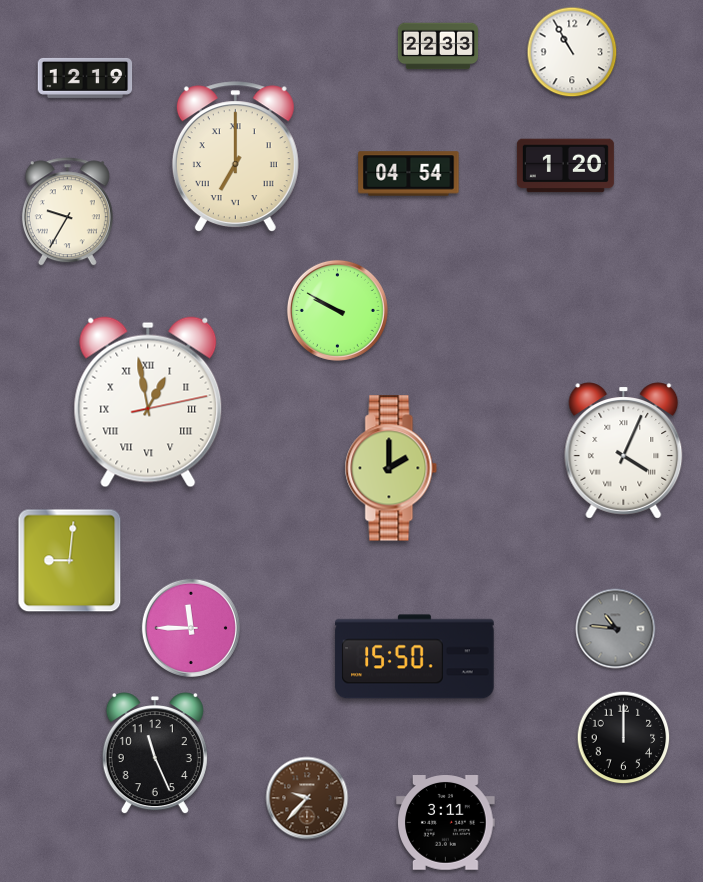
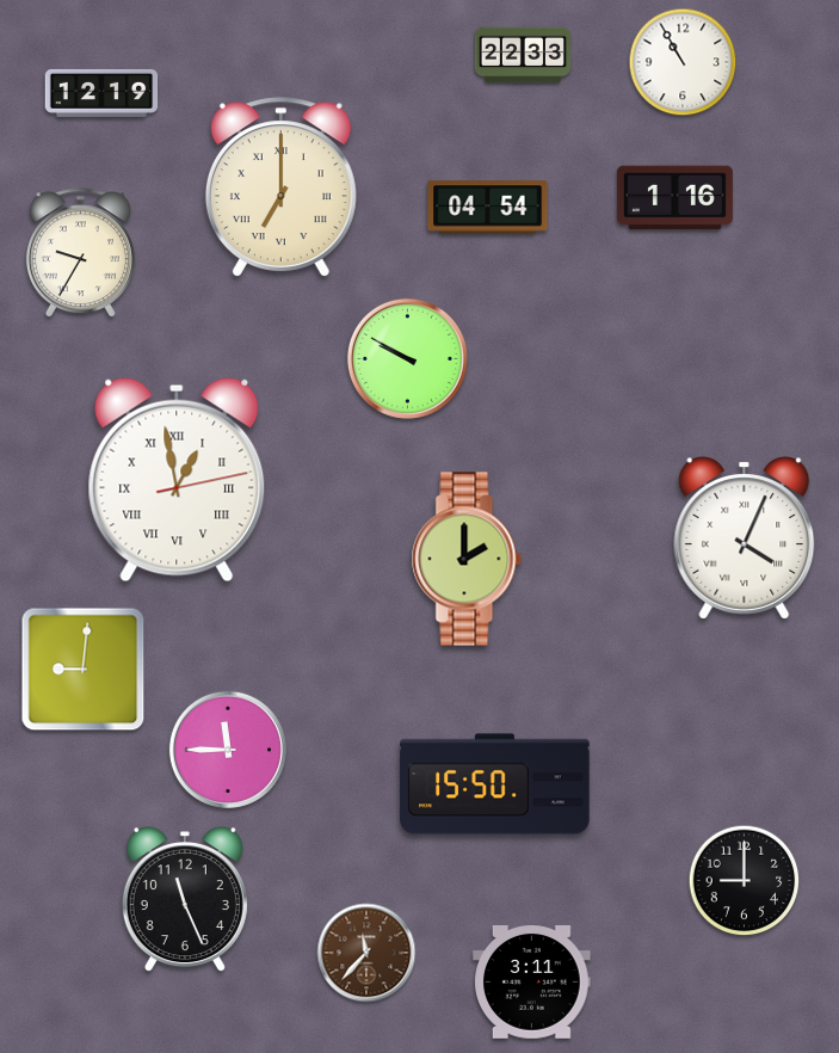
clock at (565, 166): 1:20 -> 1:16
clock at (337, 310) position: (337, 310) -> (407, 358)
clock at (616, 629): 10:46 -> none
clock at (624, 738): 12:00 -> 9:00
clock at (307, 798): 9:37 -> 11:37
